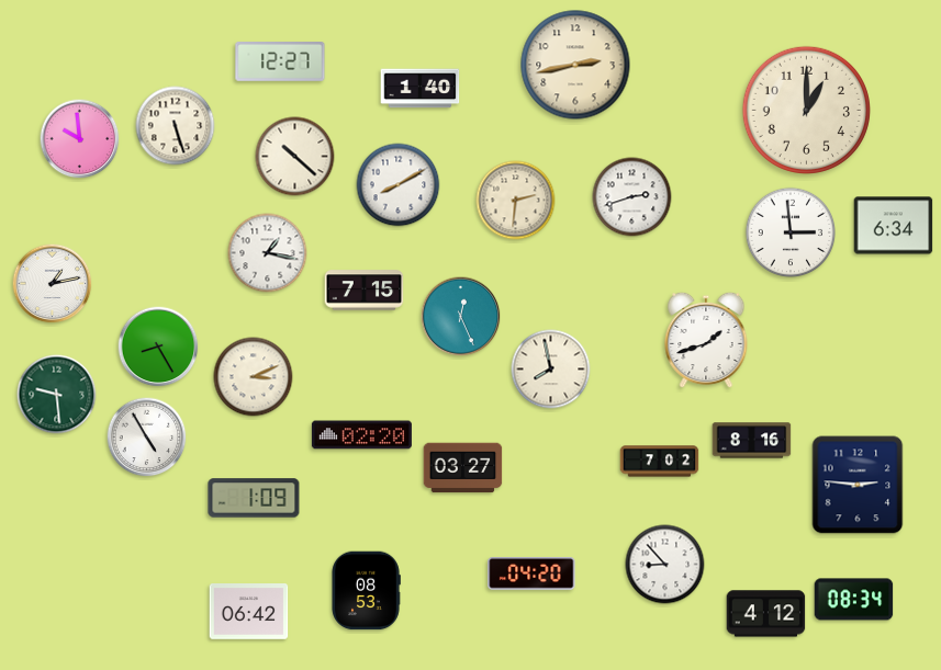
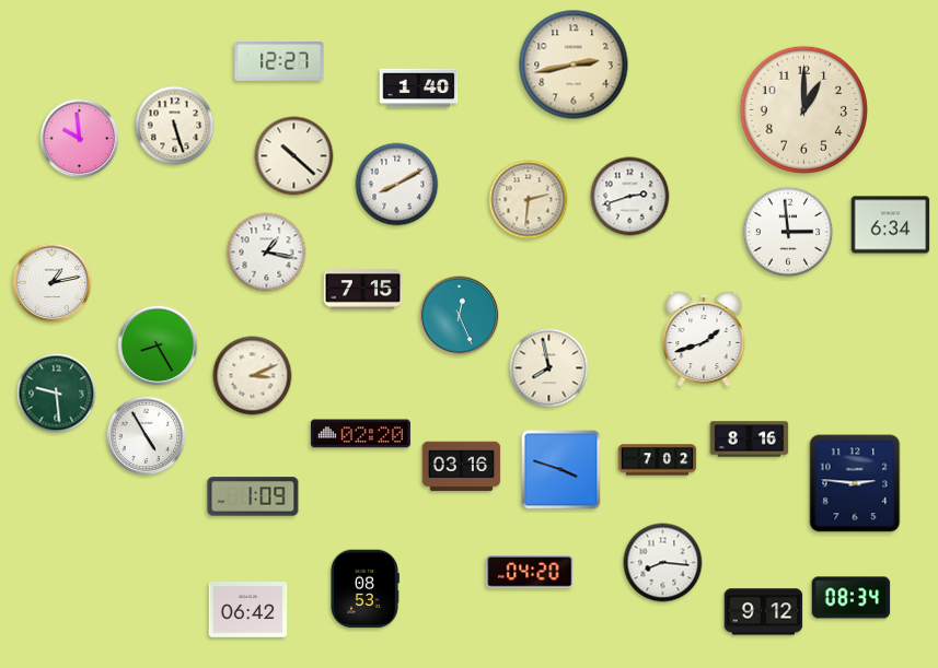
clock at (516, 201) position: (516, 201) -> (529, 200)
clock at (463, 468): 03:27 -> 03:16
clock at (561, 470): none -> 3:48
clock at (665, 565): 8:53 -> 8:16
clock at (766, 614): 4:12 -> 9:12
